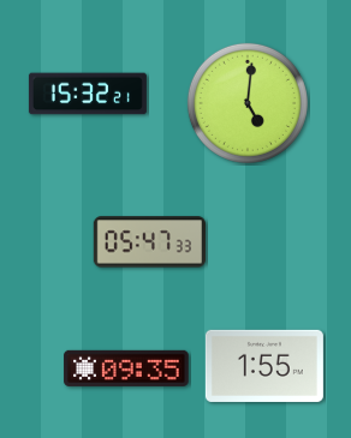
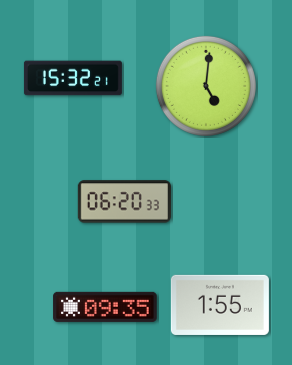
clock at (149, 242): 05:47 -> 06:20
